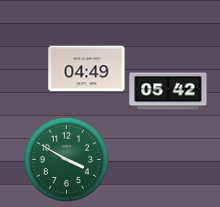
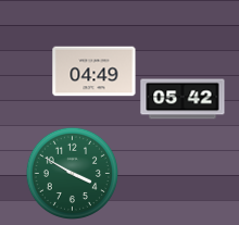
clock at (87, 69) position: (87, 69) -> (95, 72)
